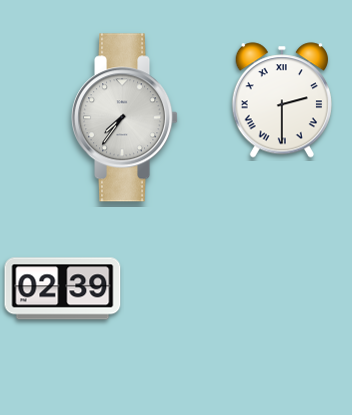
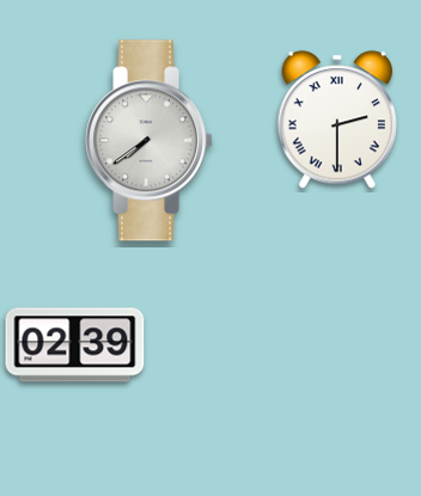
clock at (125, 118): 7:36 -> 7:39
